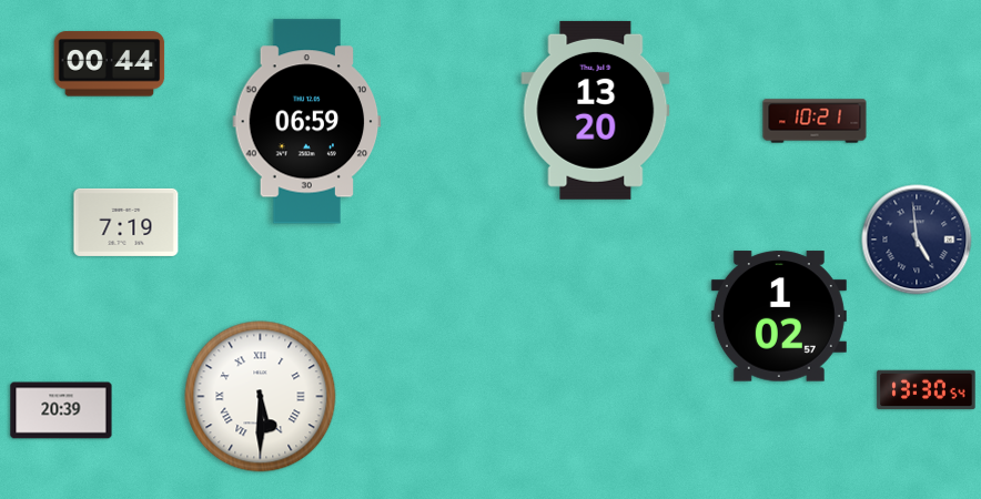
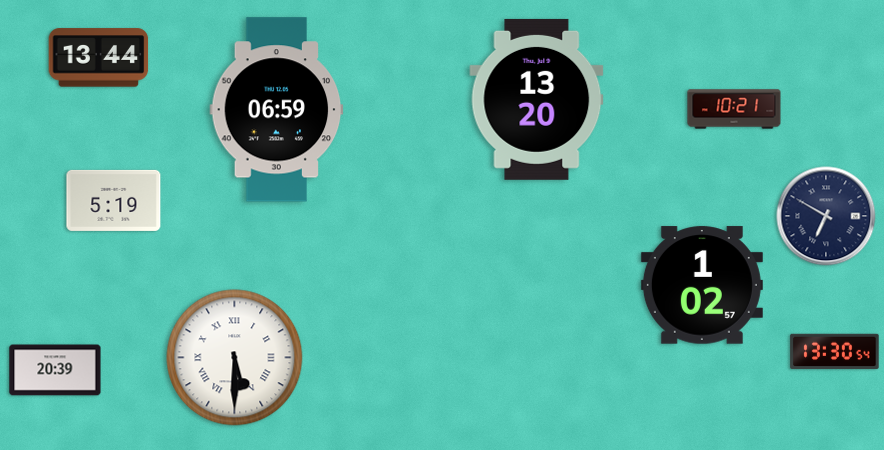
clock at (110, 64): 00:44 -> 13:44
clock at (127, 222): 7:19 -> 5:19
clock at (917, 240): 4:59 -> 6:50
